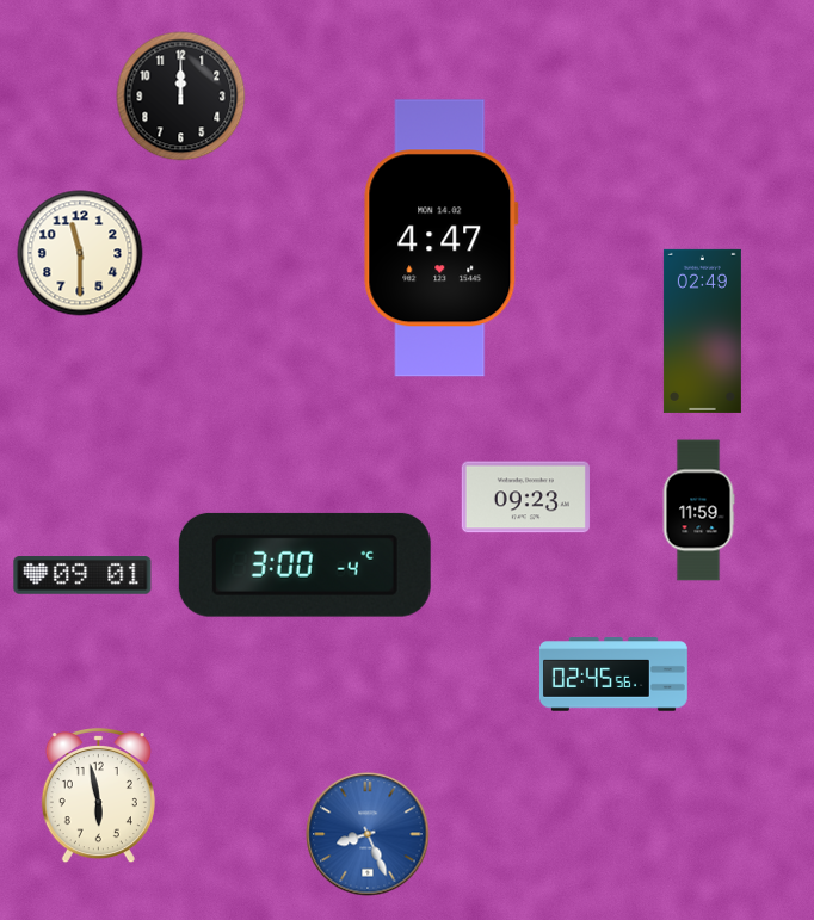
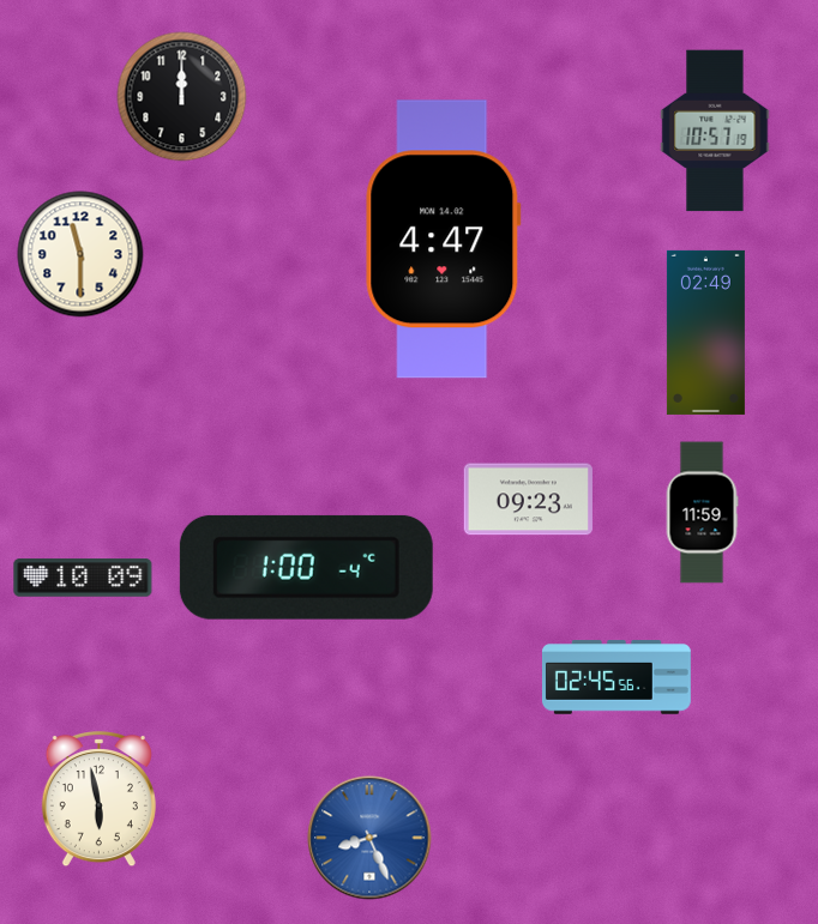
clock at (715, 131): none -> 10:57
clock at (304, 564): 3:00 -> 1:00
clock at (82, 575): 09:01 -> 10:09
